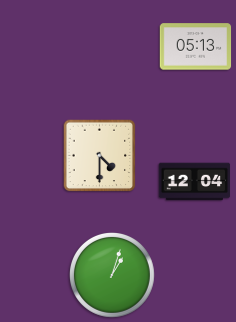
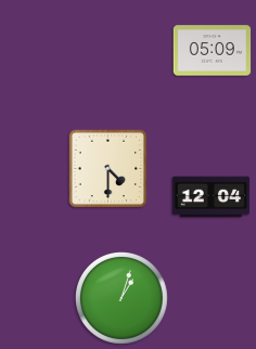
clock at (196, 47): 05:13 -> 05:09
